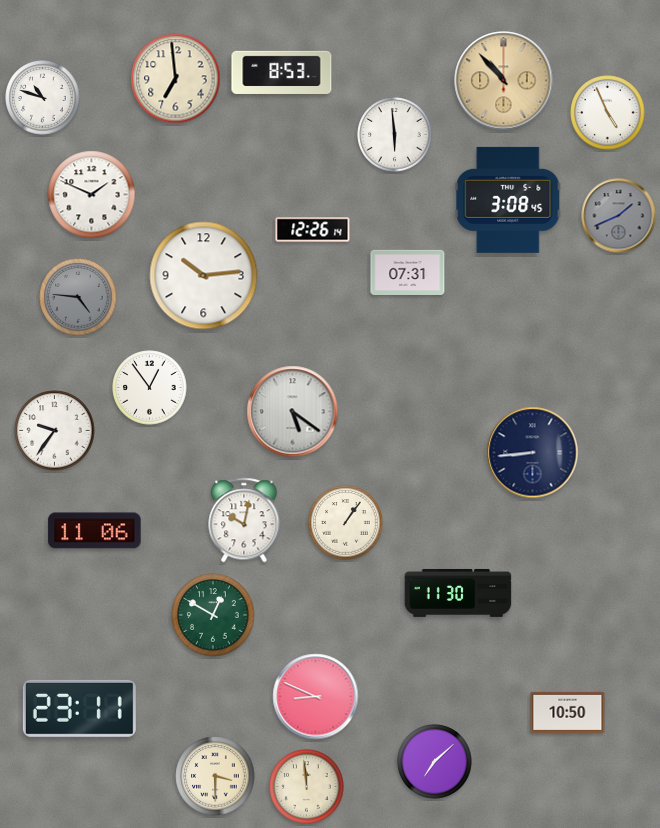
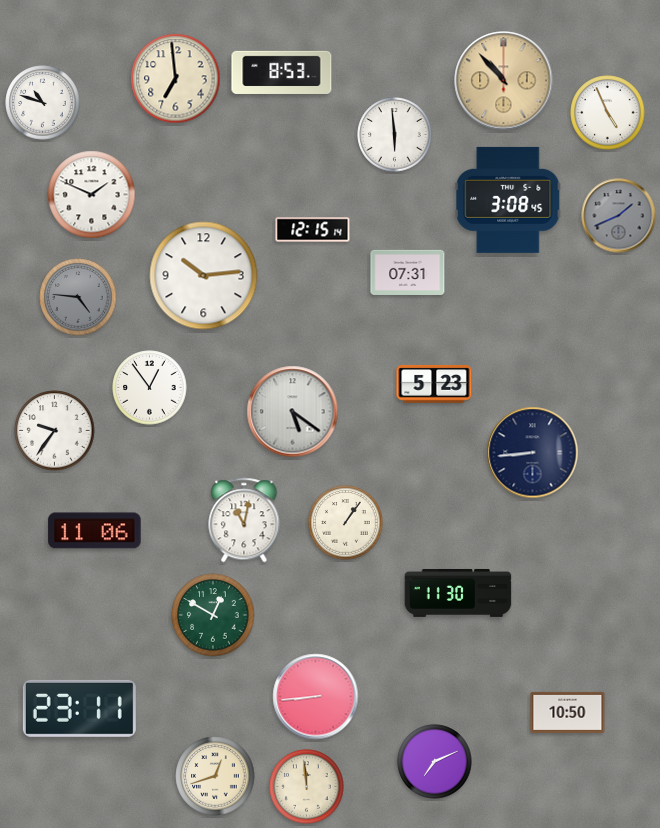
clock at (43, 98) position: (43, 98) -> (43, 103)
clock at (313, 230): 12:26 -> 12:15
clock at (434, 384): none -> 5:23
clock at (244, 520): 10:02 -> 11:02
clock at (316, 697): 8:49 -> 8:44
clock at (435, 762): 7:08 -> 7:11
clock at (215, 776): 3:30 -> 12:42
